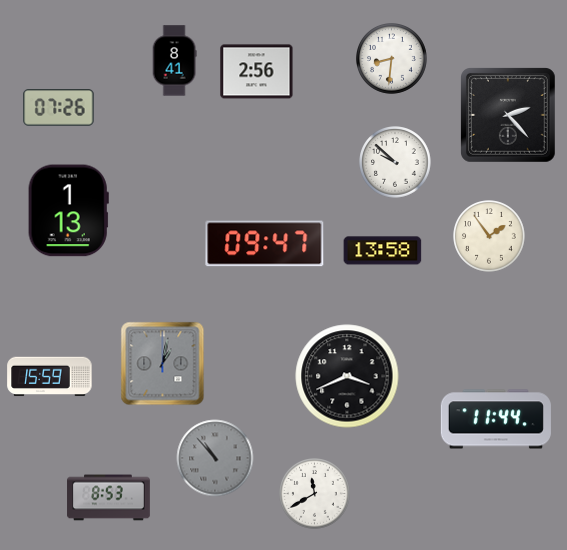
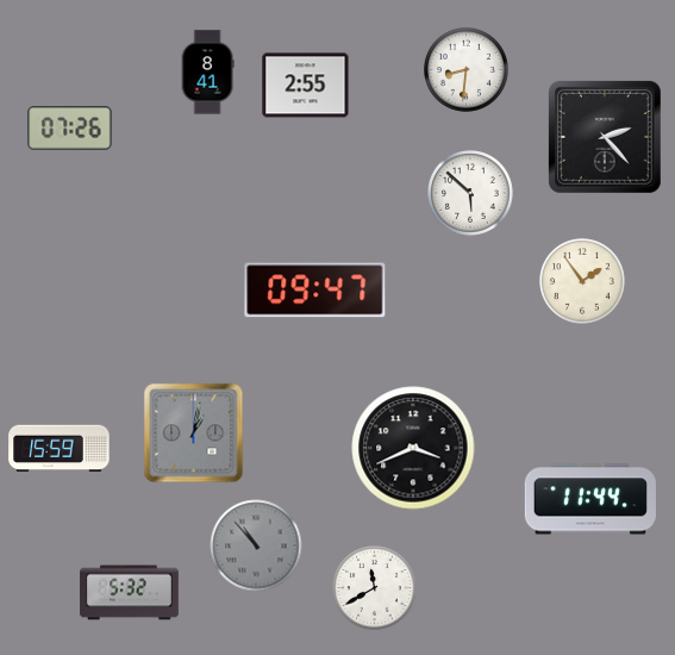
clock at (257, 72): 2:56 -> 2:55
clock at (395, 162): 9:52 -> 5:52
clock at (68, 211): 1:13 -> none
clock at (383, 251): 13:58 -> none
clock at (109, 498): 8:53 -> 5:32
